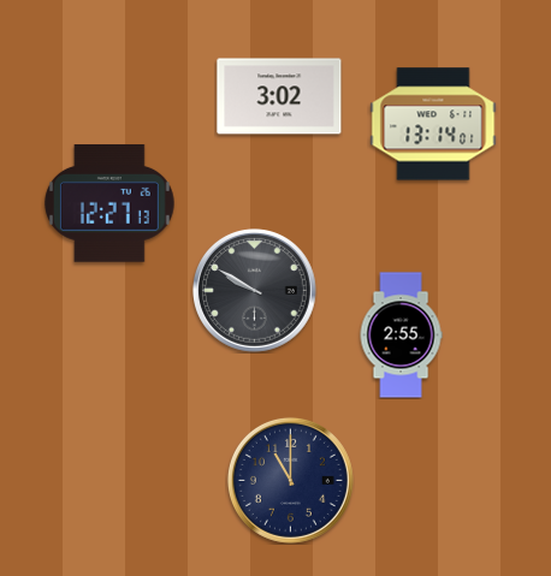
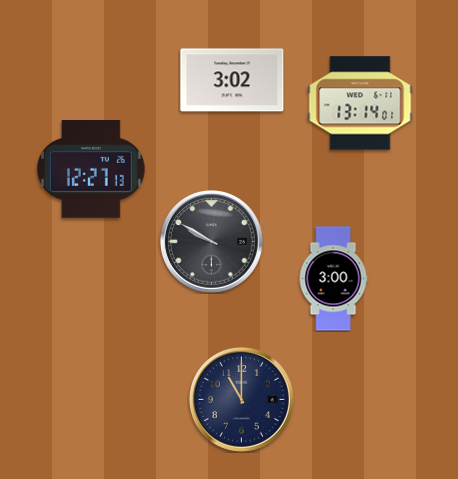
clock at (401, 335): 2:55 -> 3:00
